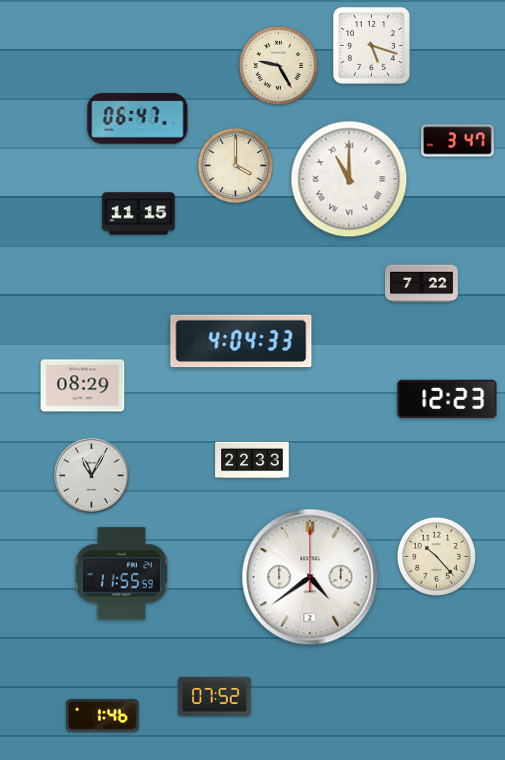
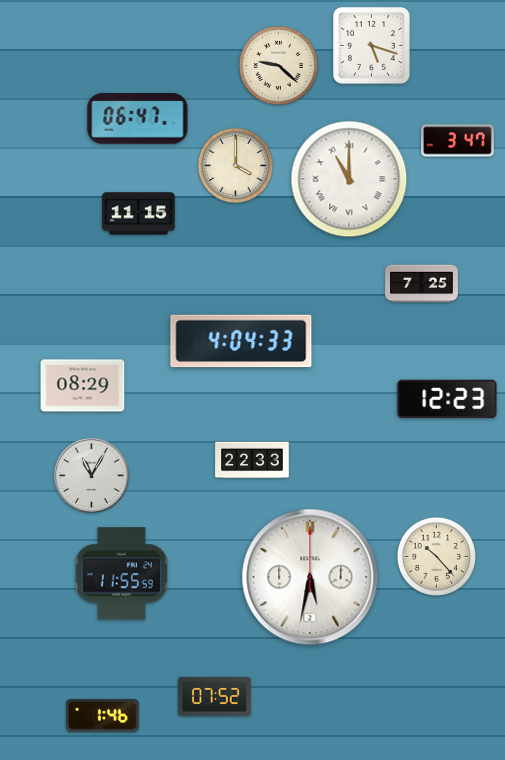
clock at (278, 65): 9:25 -> 9:22
clock at (422, 284): 7:22 -> 7:25
clock at (310, 577): 4:39 -> 5:32
